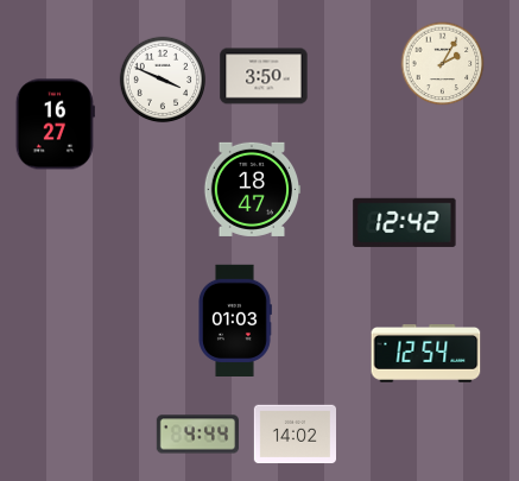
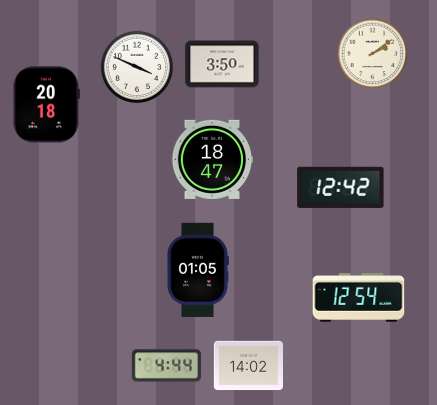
clock at (443, 64): 2:05 -> 2:09
clock at (55, 125): 16:27 -> 20:18
clock at (235, 319): 01:03 -> 01:05
